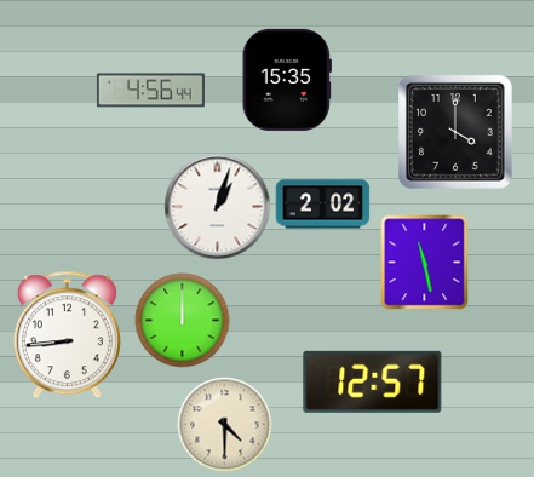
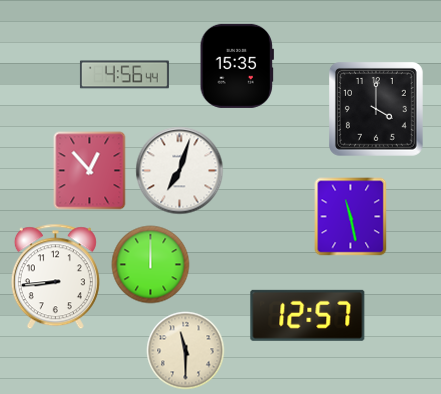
clock at (322, 205): 2:02 -> none
clock at (90, 170): none -> 12:53
clock at (217, 206): 1:03 -> 7:03
clock at (224, 424): 4:30 -> 11:30
